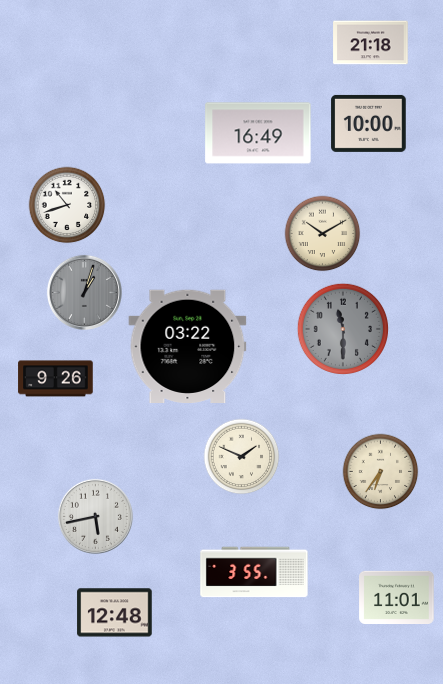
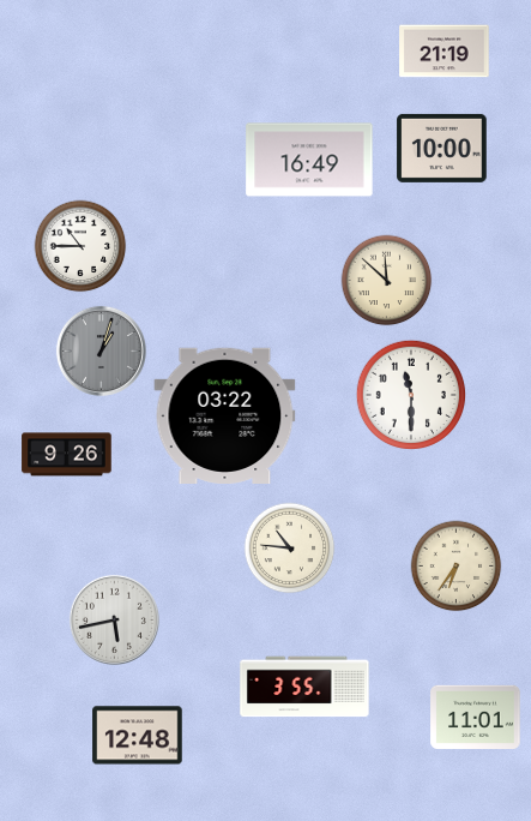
clock at (371, 43): 21:18 -> 21:19
clock at (67, 205): 10:42 -> 10:45
clock at (323, 234): 10:10 -> 11:52
clock at (342, 328) dial: grey -> white
clock at (242, 457): 1:49 -> 10:46
